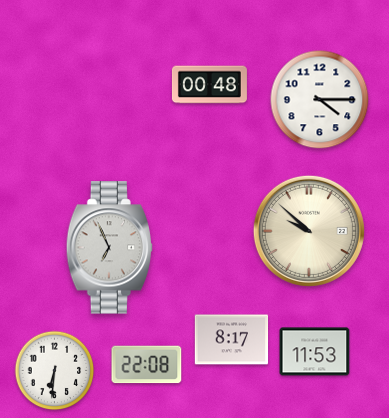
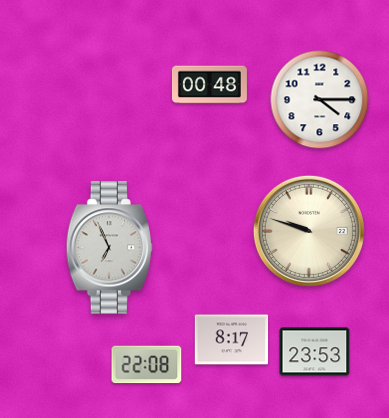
clock at (309, 231): 9:52 -> 9:48
clock at (315, 352): 11:53 -> 23:53
clock at (55, 371): 6:31 -> none
